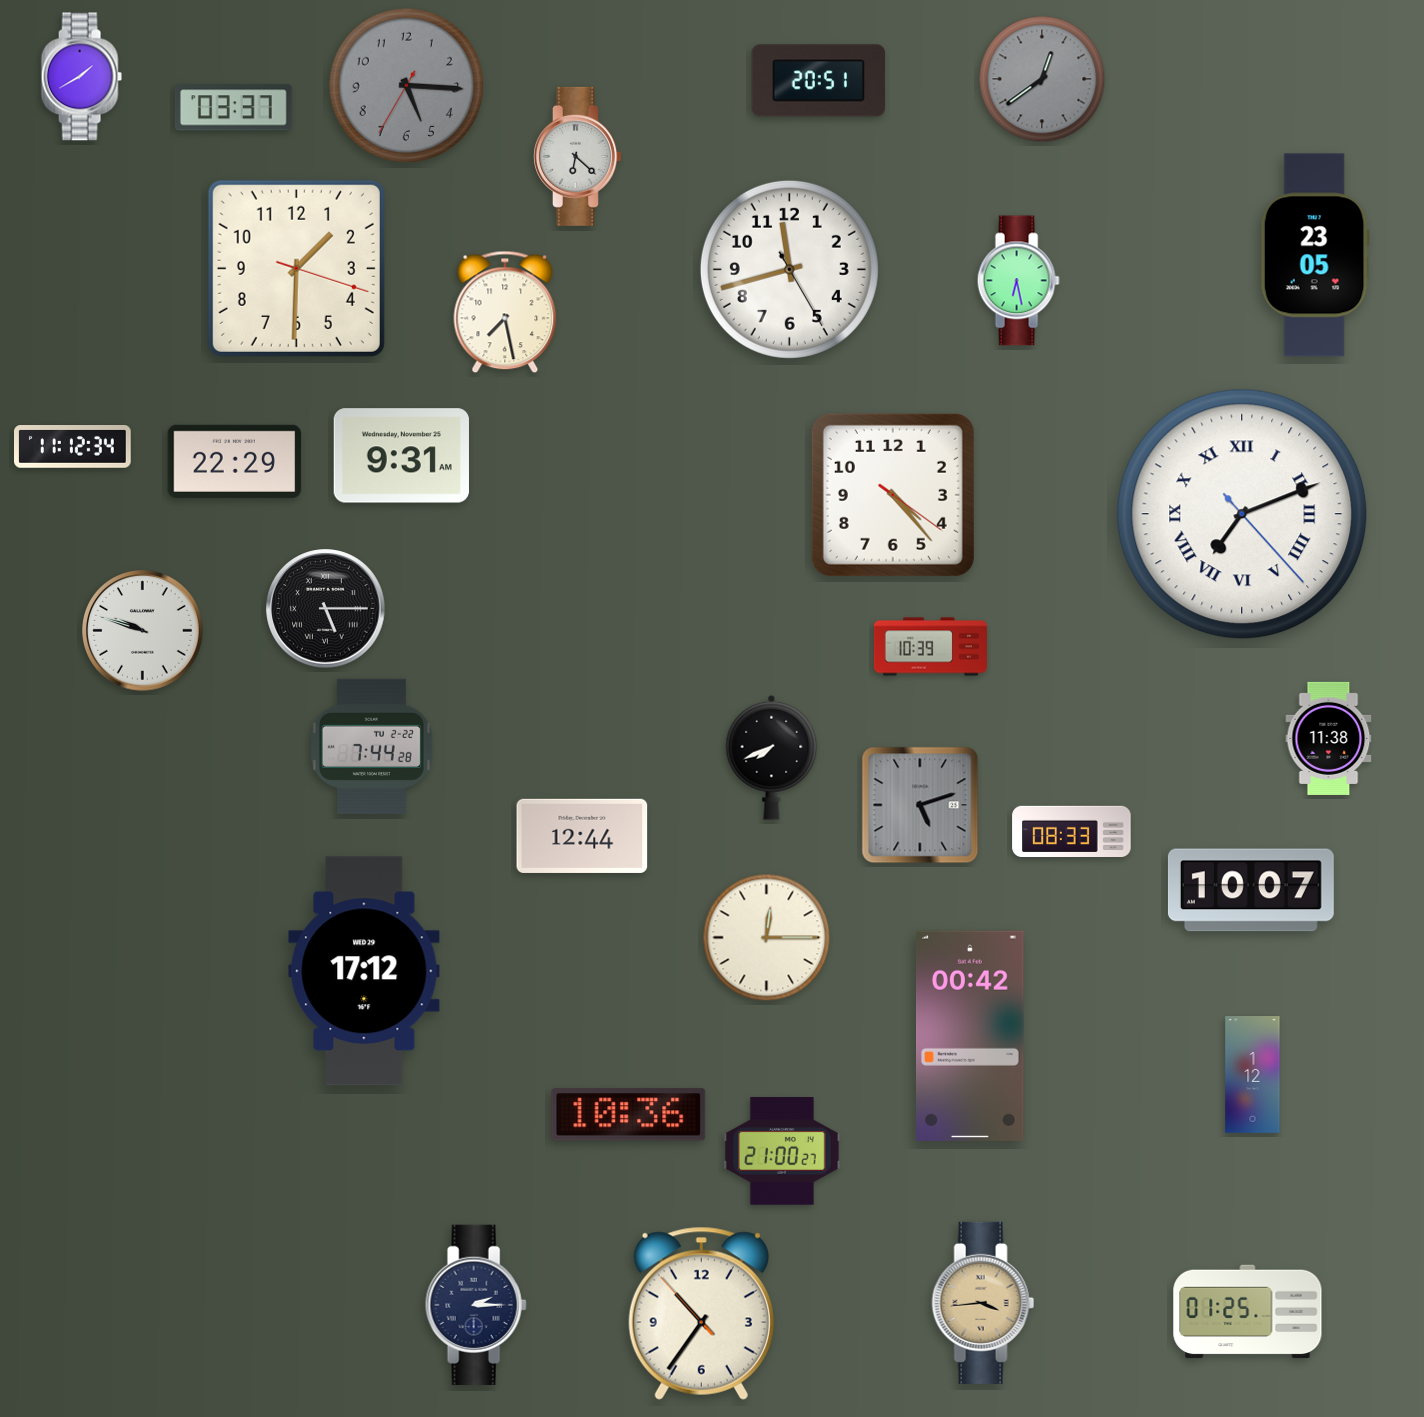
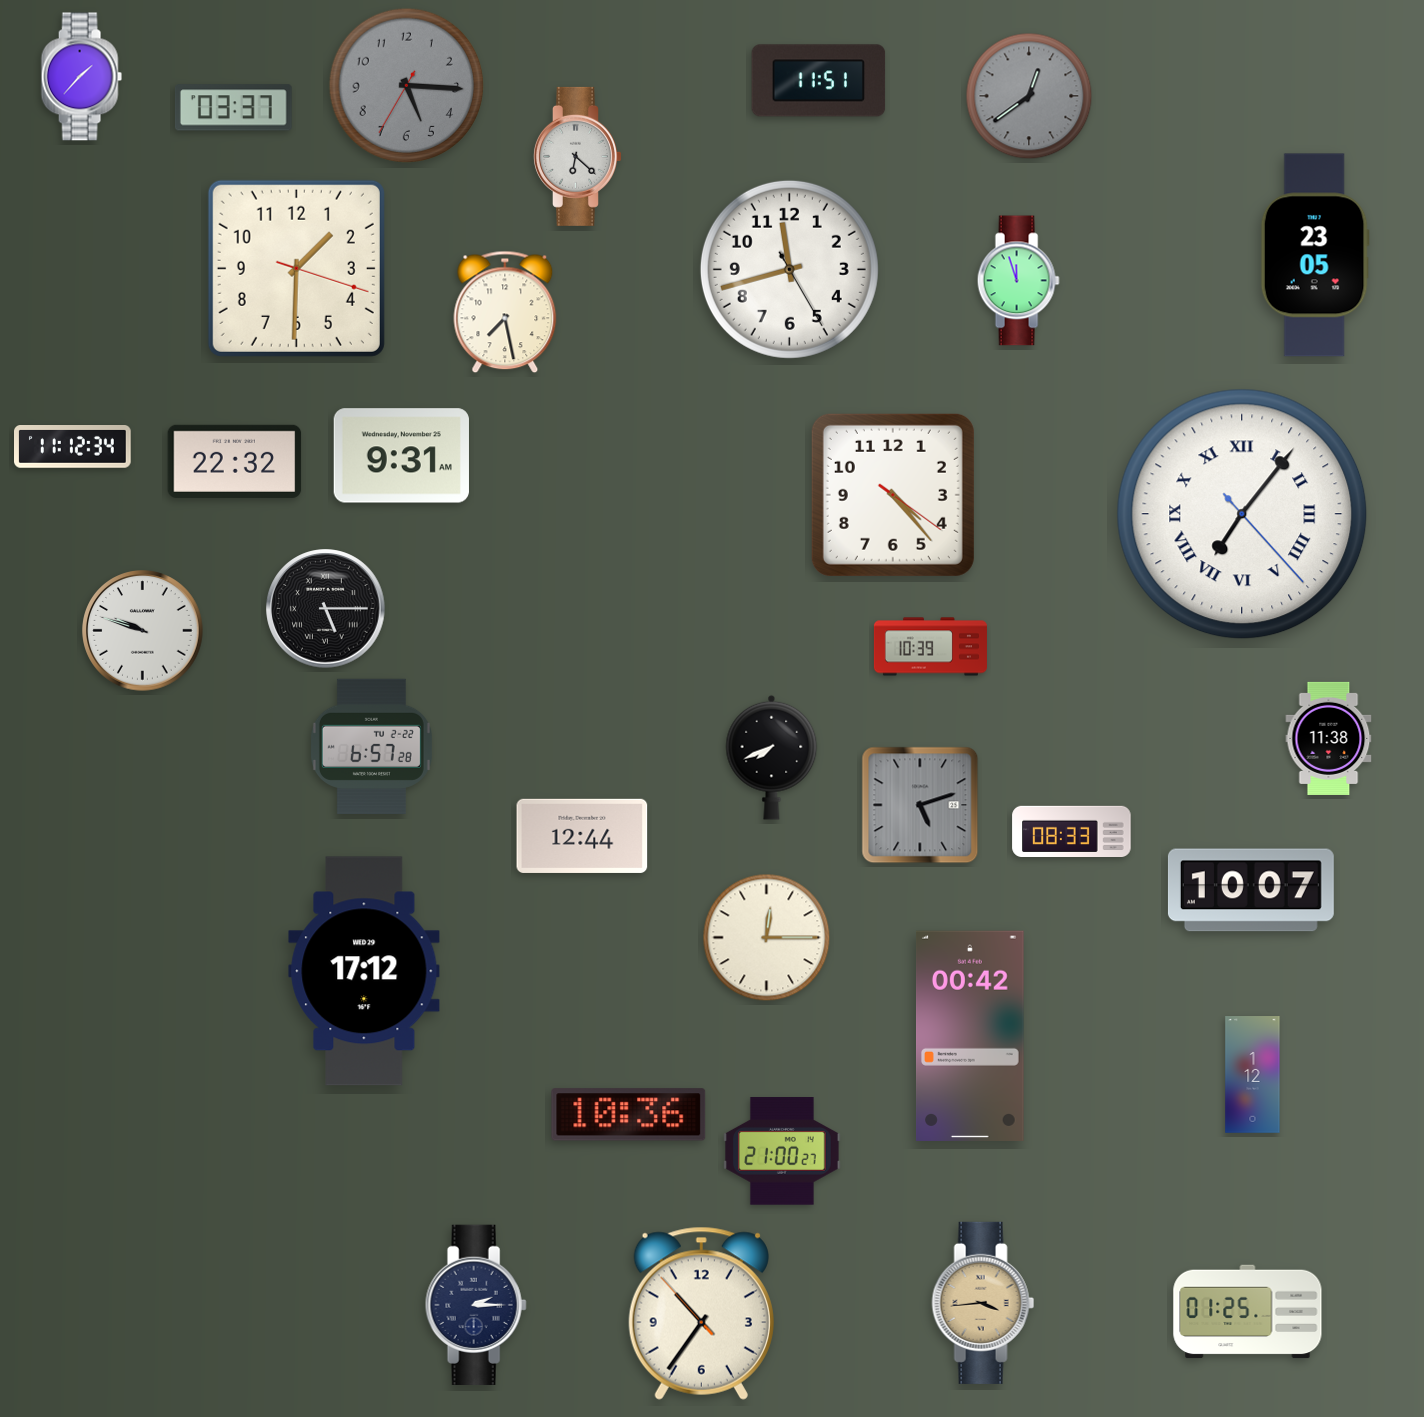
clock at (81, 77): 1:40 -> 1:37
clock at (1042, 79) position: (1042, 79) -> (1029, 96)
clock at (819, 81): 20:51 -> 11:51
clock at (1018, 281): 6:28 -> 11:57
clock at (235, 461): 22:29 -> 22:32
clock at (1242, 514): 7:11 -> 7:06
clock at (371, 746): 7:44 -> 6:57
